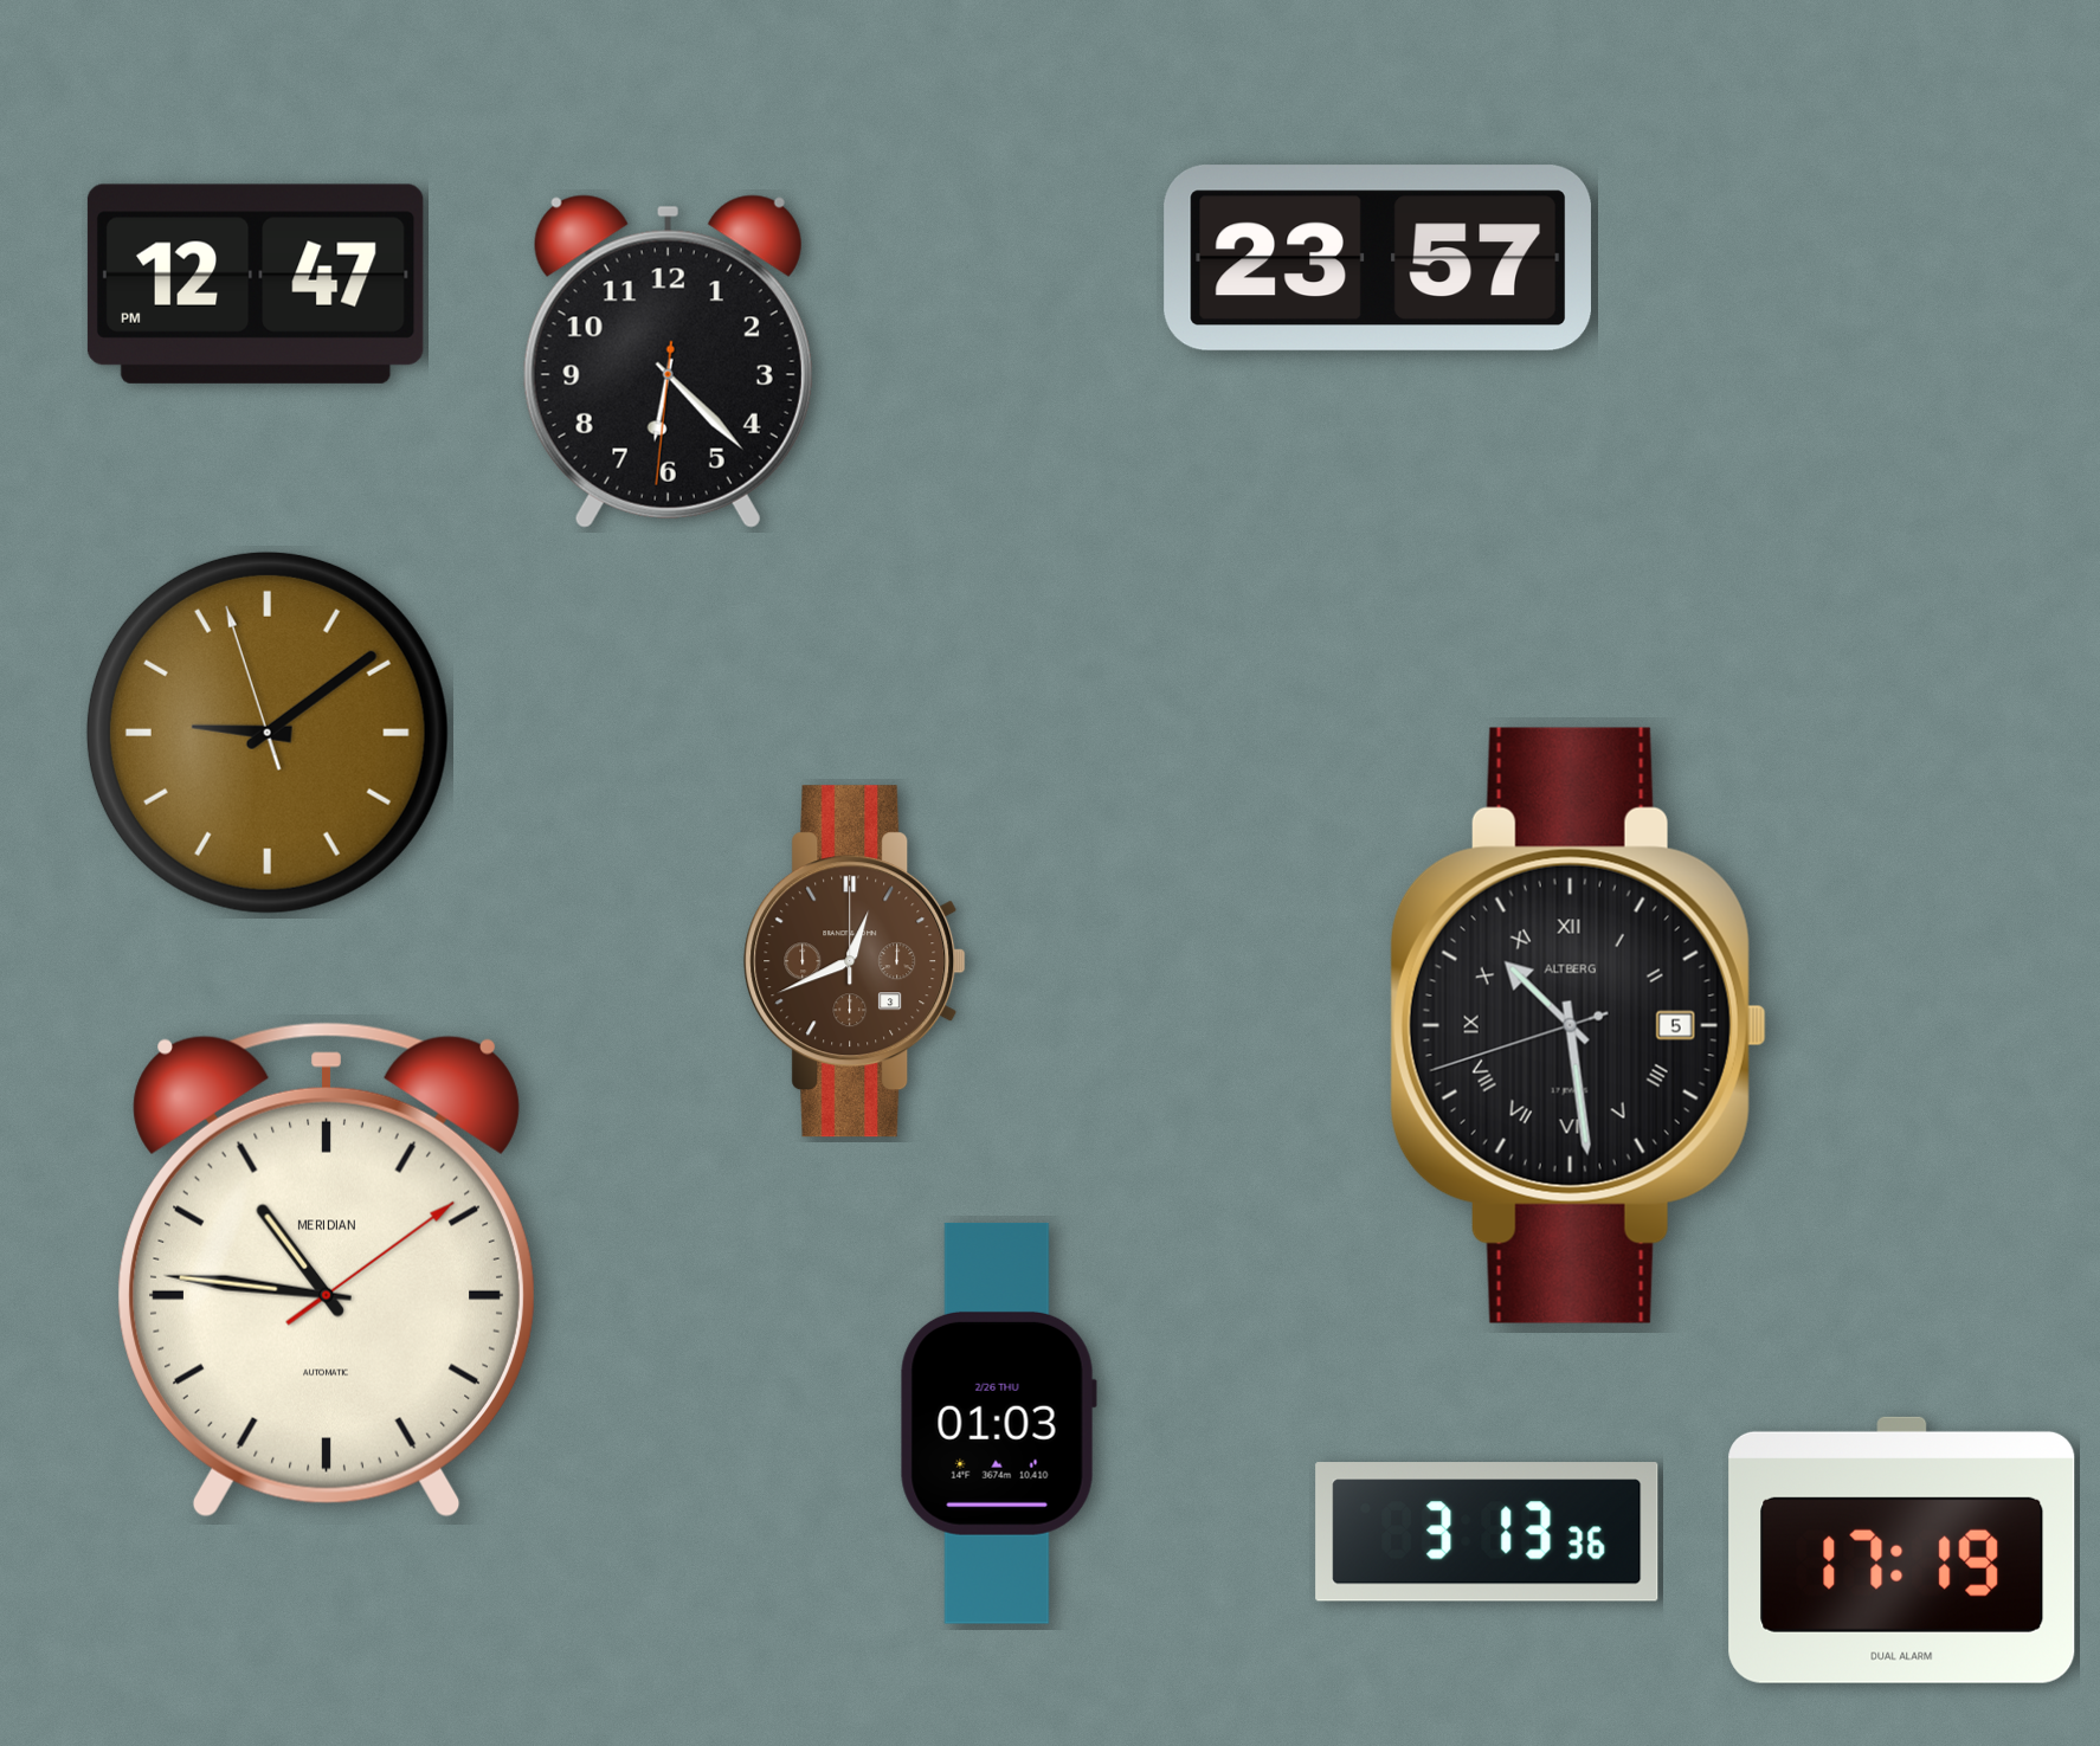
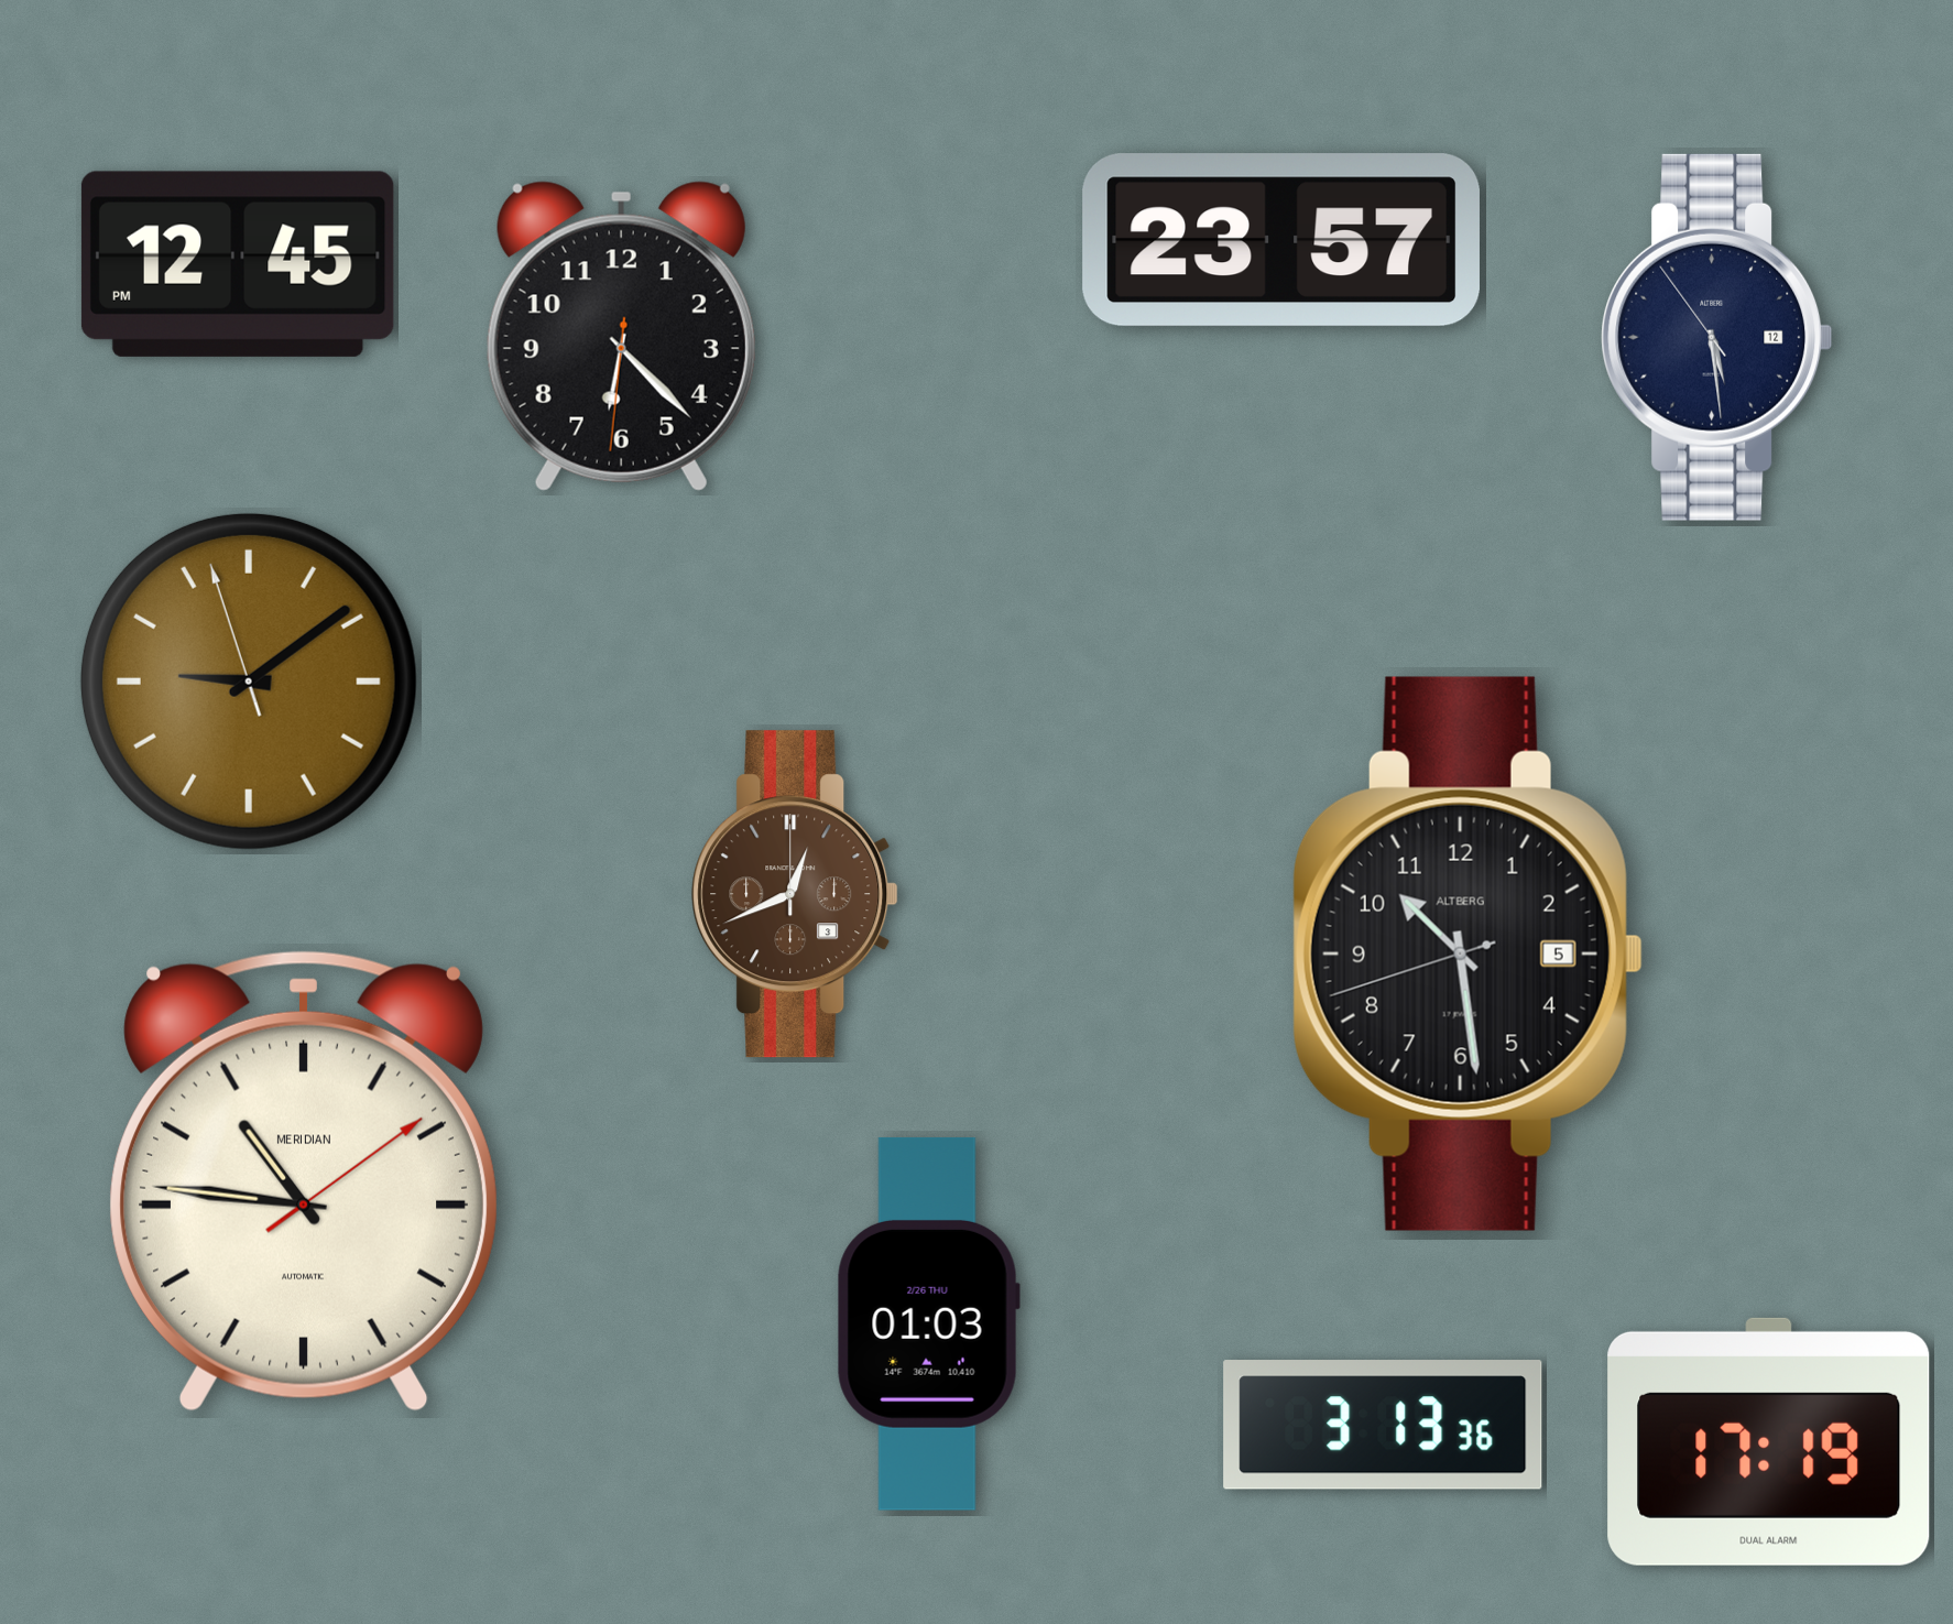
clock at (256, 284): 12:47 -> 12:45
clock at (1717, 337): none -> 5:28
clock at (1578, 1025) numerals: Roman -> Arabic
